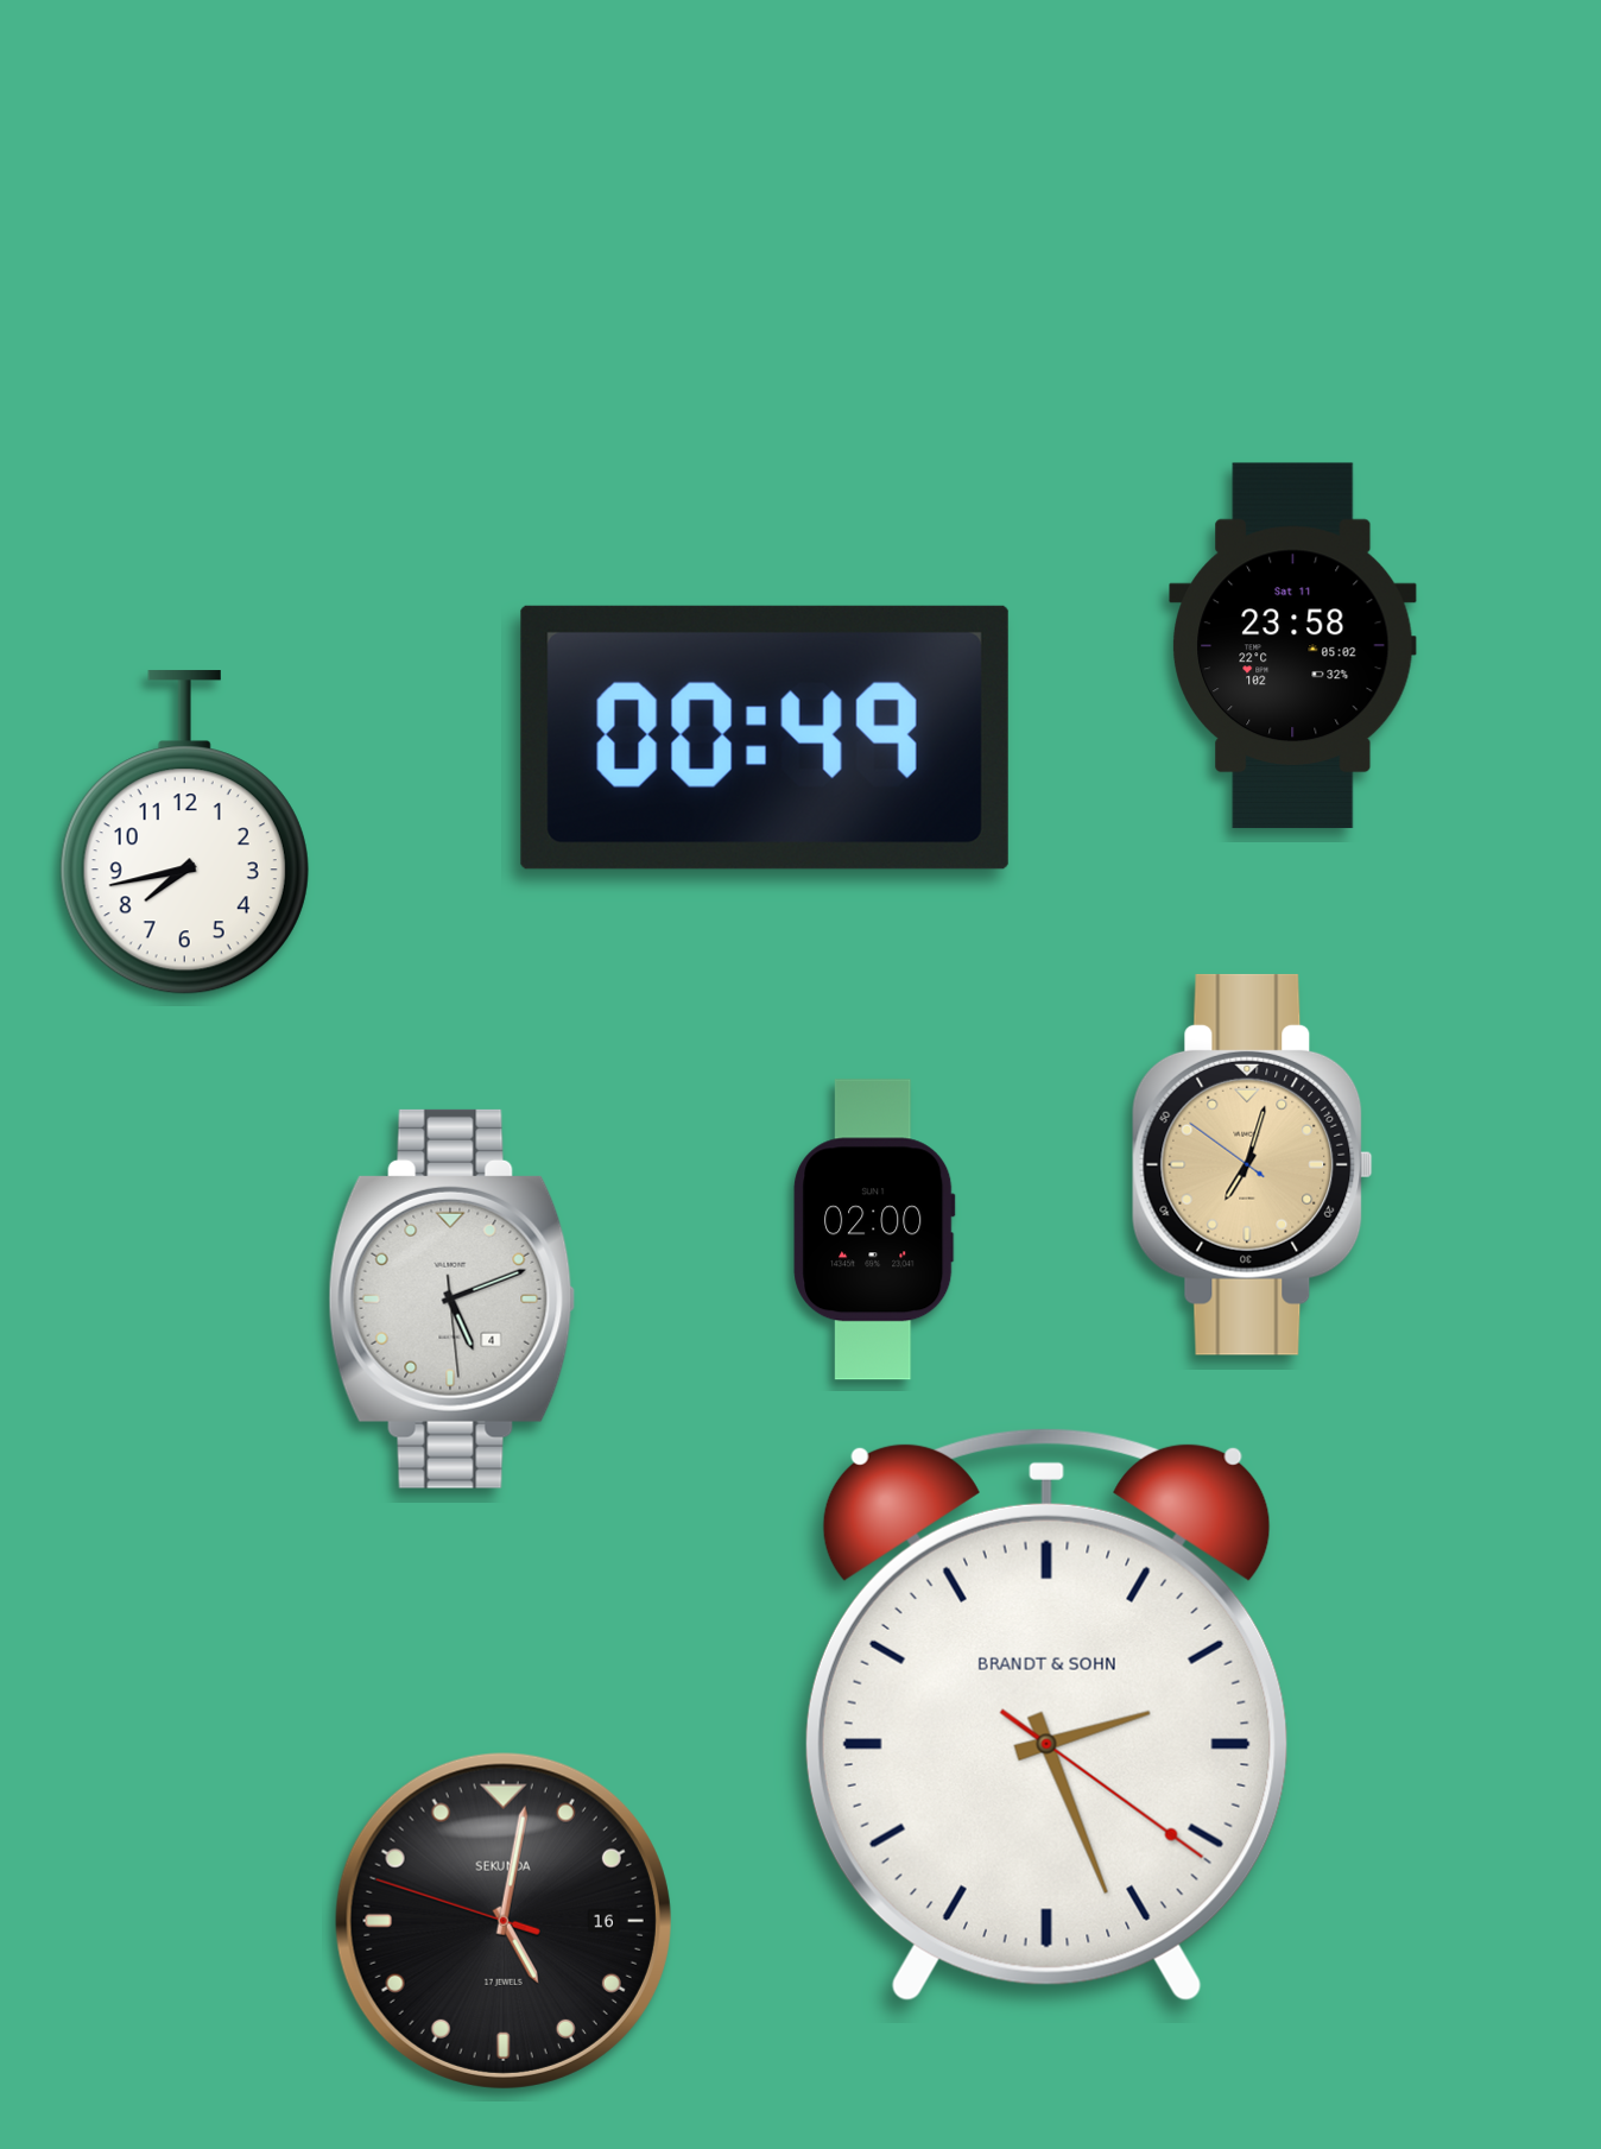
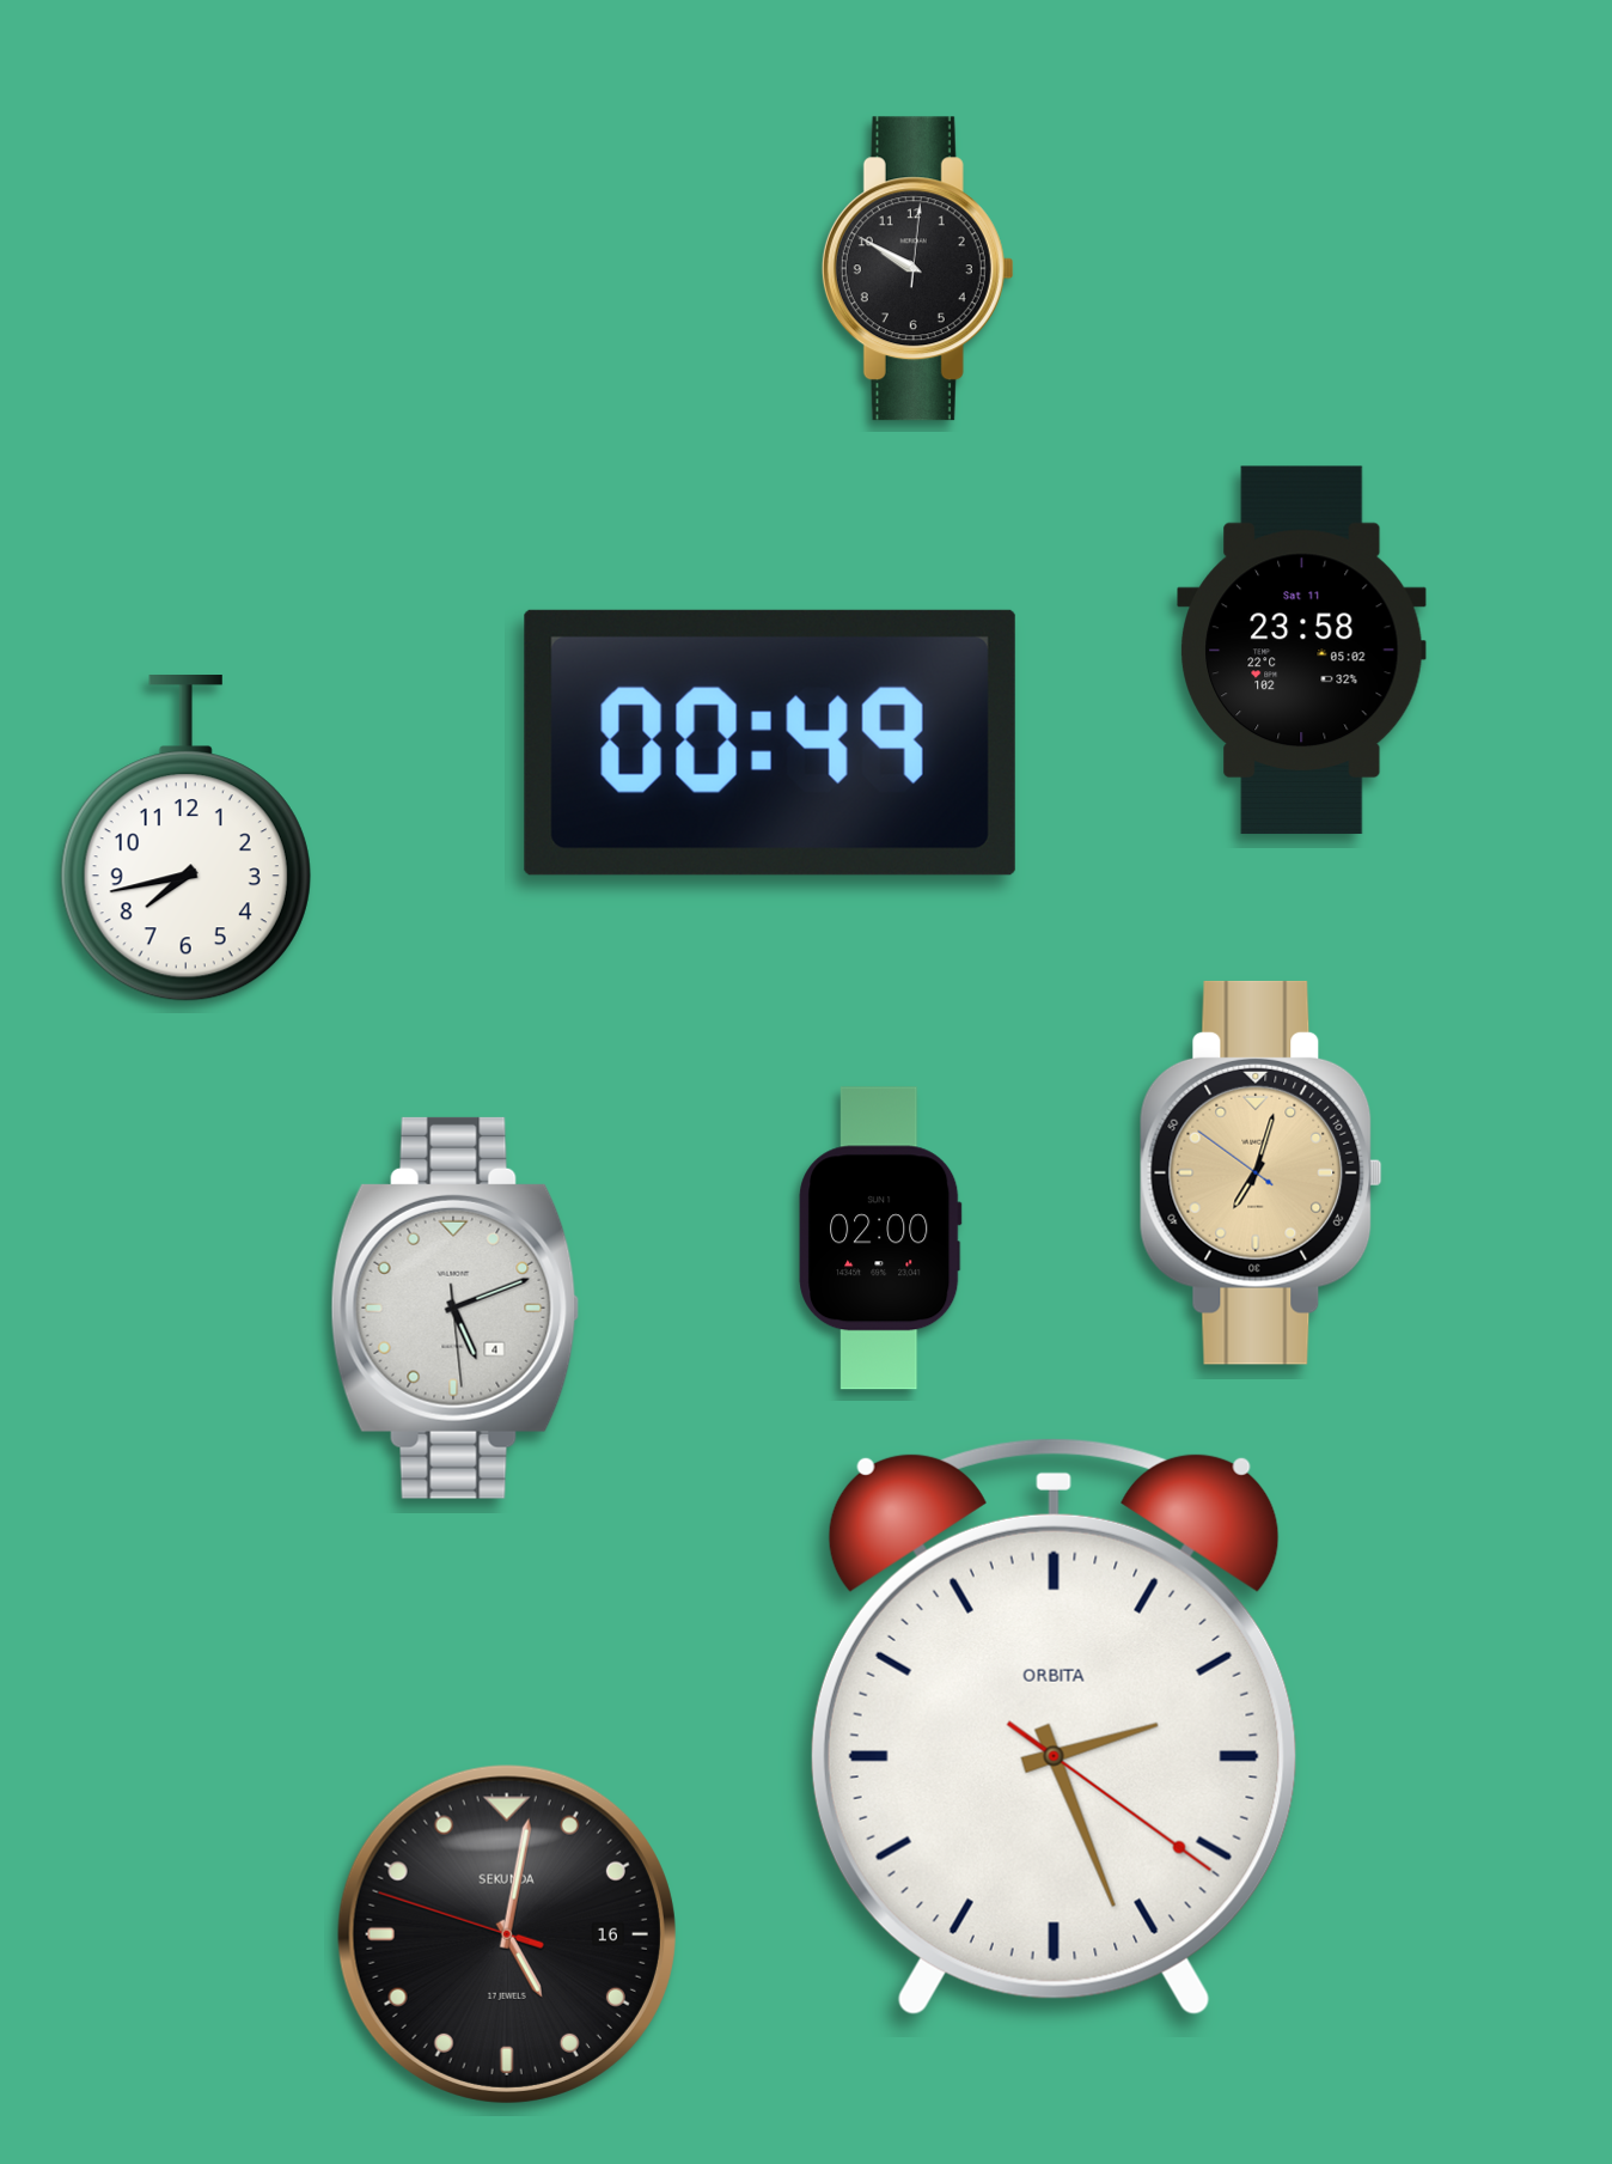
clock at (917, 269): none -> 9:50
clock at (1046, 1714) brand: BRANDT & SOHN -> ORBITA
